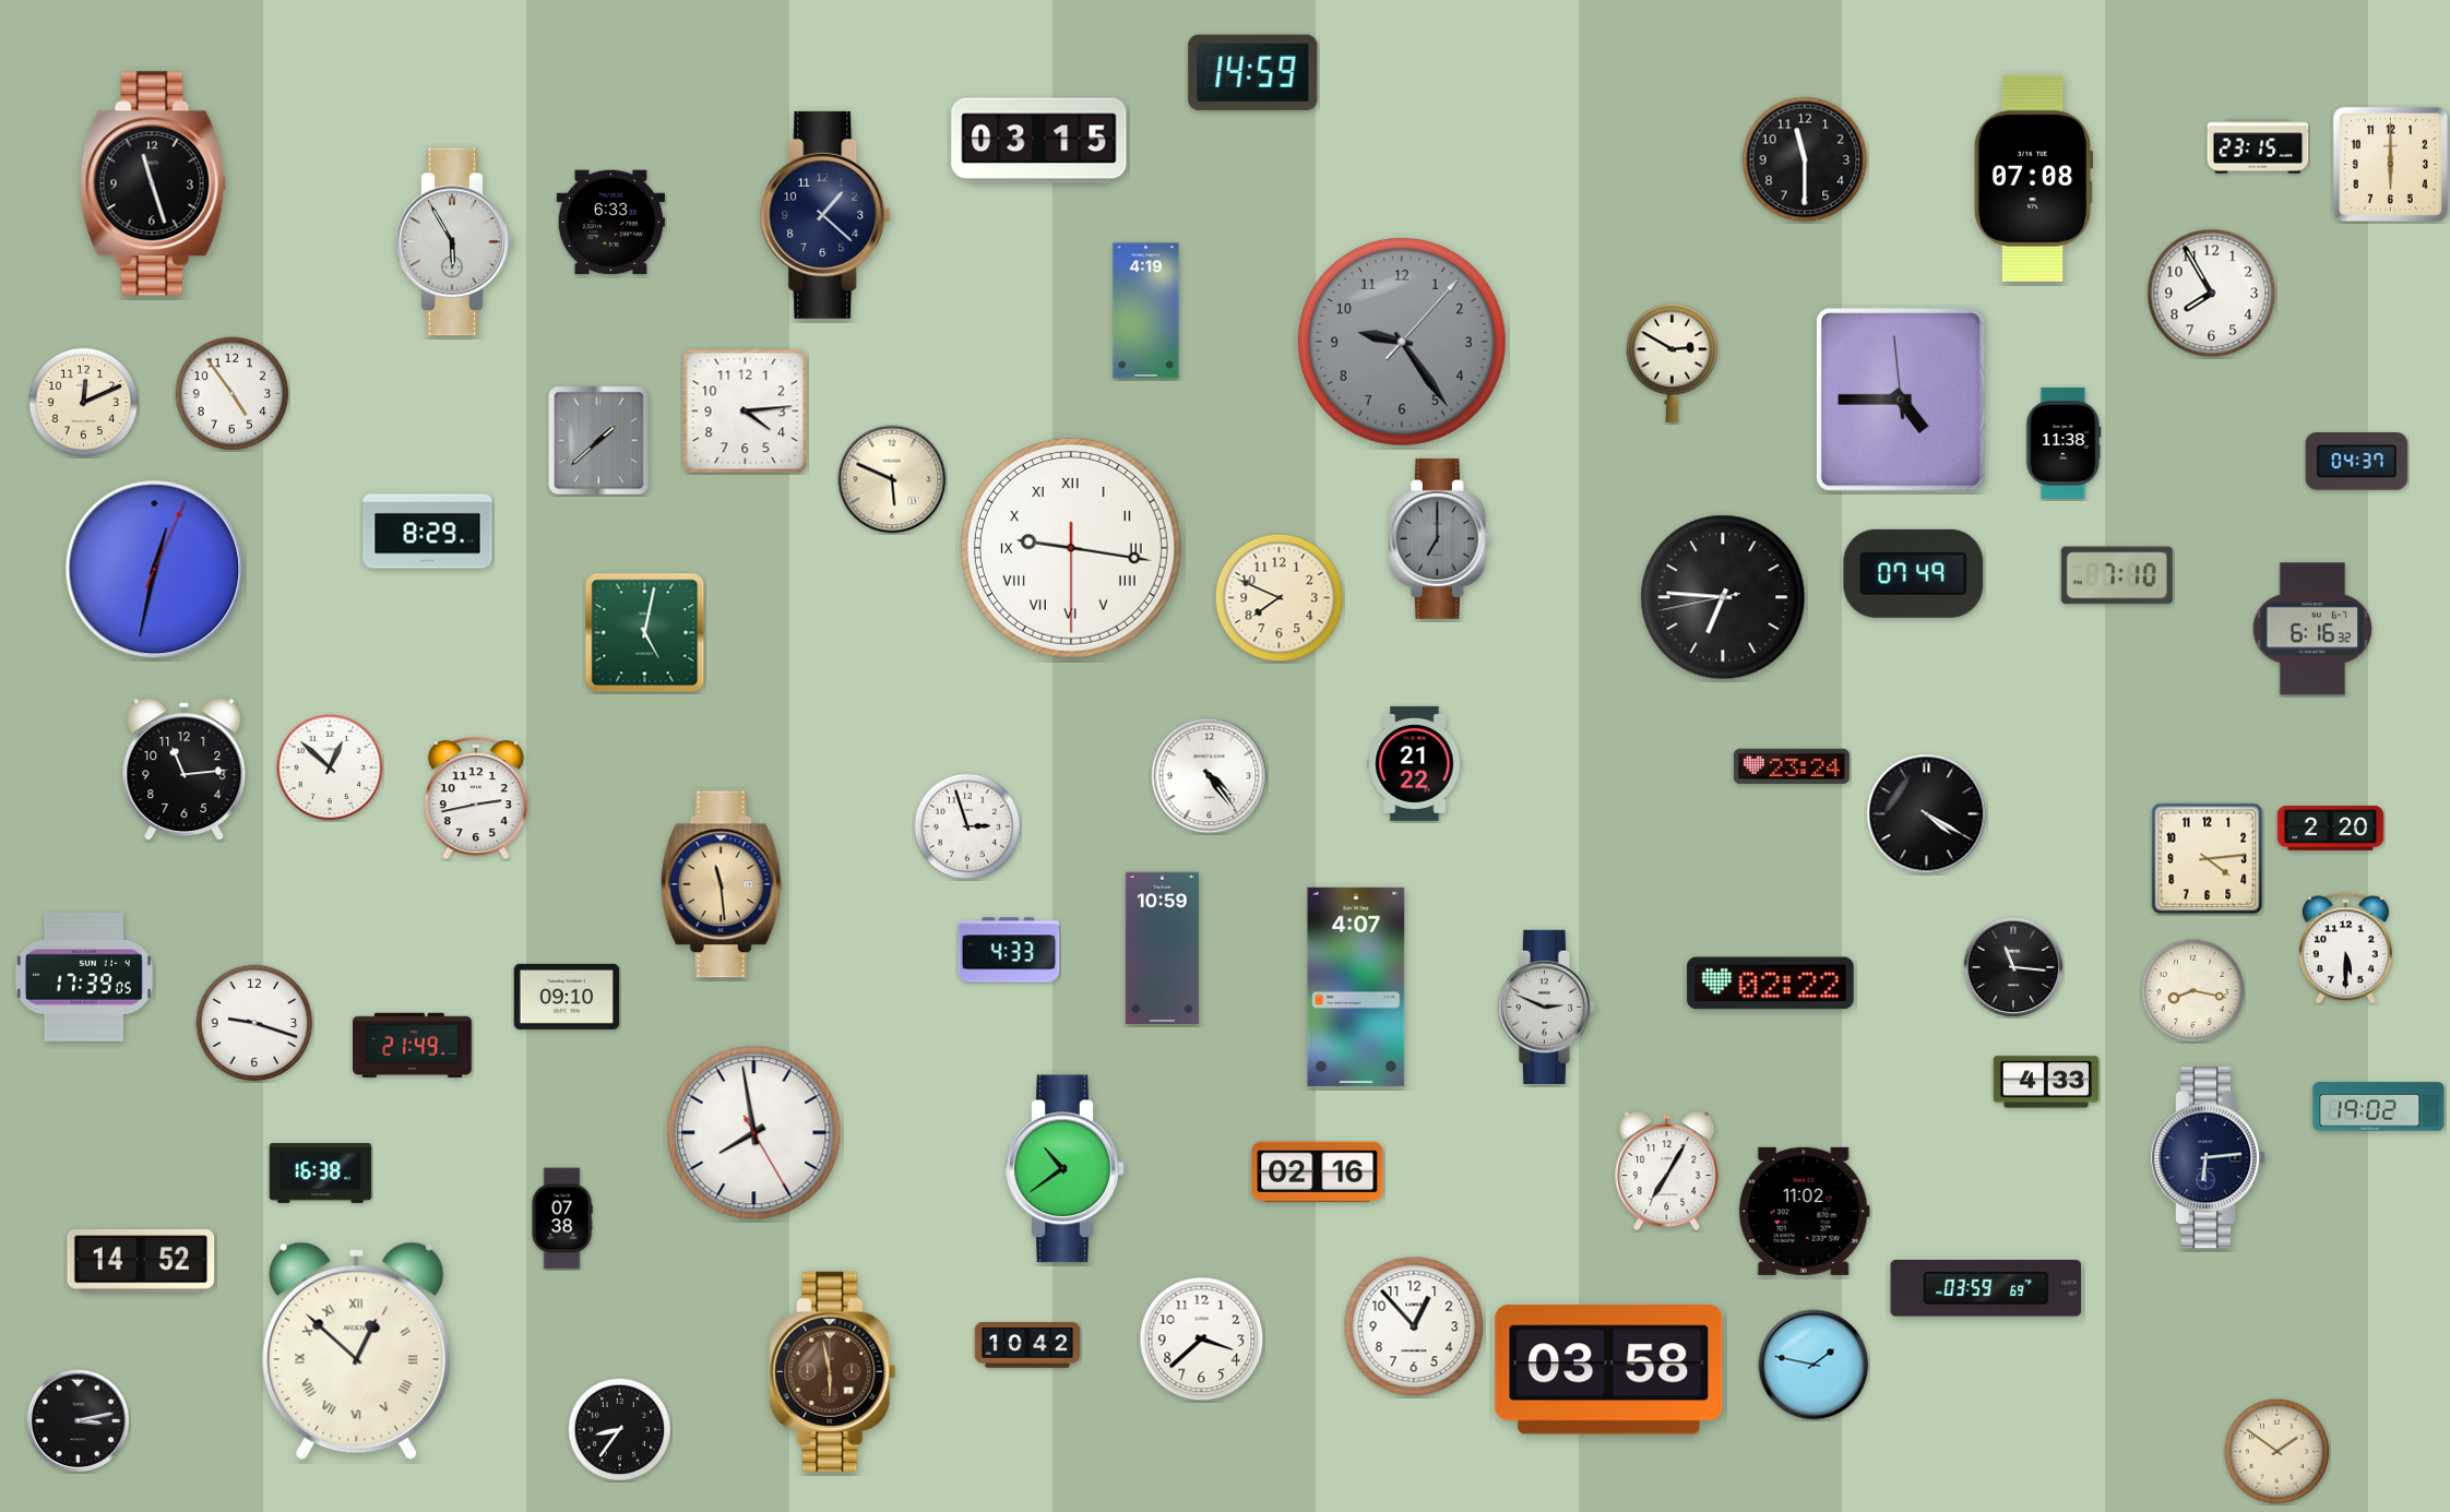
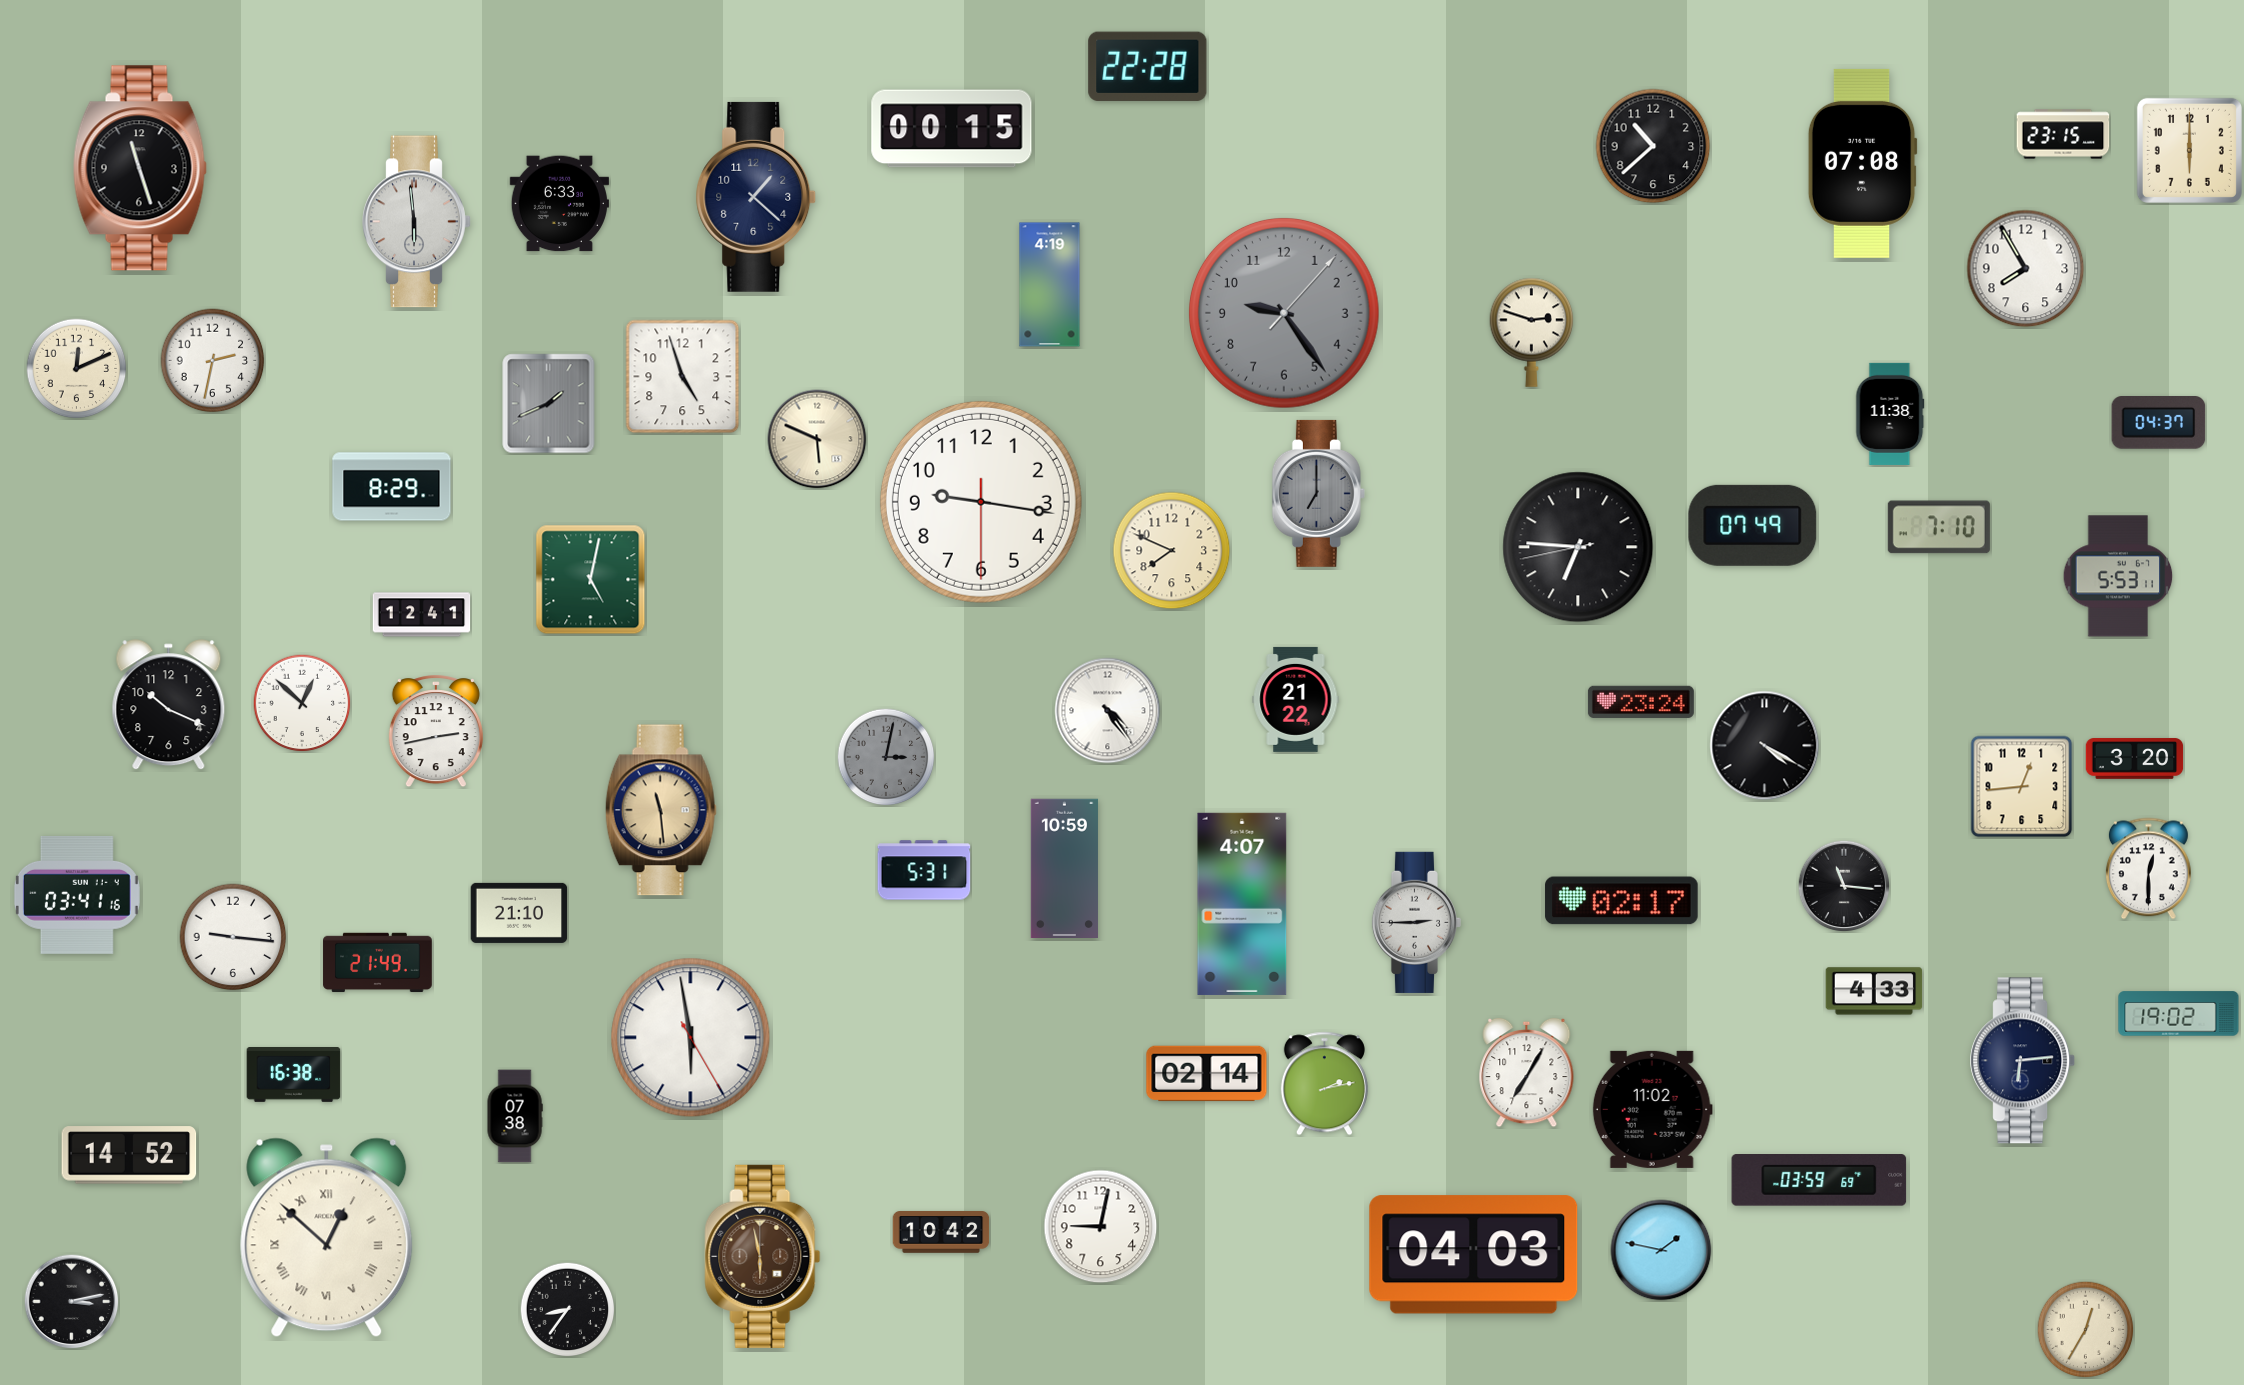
clock at (1253, 72): 14:59 -> 22:28
clock at (1039, 141): 03:15 -> 00:15
clock at (2258, 146) position: (2258, 146) -> (2063, 134)
clock at (1805, 159): 11:30 -> 10:38
clock at (455, 242): 5:55 -> 5:59
clock at (1673, 362): 2:50 -> 2:48
clock at (233, 394): 4:54 -> 2:32
clock at (1901, 400): 4:44 -> none
clock at (746, 412): 4:14 -> 4:57
clock at (599, 441): 1:38 -> 1:41
clock at (2064, 443) position: (2064, 443) -> (1890, 414)
clock at (1071, 548) numerals: Roman -> Arabic
clock at (155, 570): 12:32 -> none
clock at (1280, 598) position: (1280, 598) -> (1172, 551)
clock at (2312, 629): 6:16 -> 5:53
clock at (422, 615): none -> 12:41
clock at (185, 770): 11:14 -> 10:19
clock at (967, 826): 2:57 -> 3:02
clock at (967, 826) dial: white -> grey
clock at (2331, 829): 2:20 -> 3:20
clock at (2208, 859): 4:14 -> 12:44
clock at (2345, 949): 5:30 -> 12:30
clock at (1009, 950): 4:33 -> 5:31
clock at (84, 977): 17:39 -> 03:41
clock at (1771, 984): 02:22 -> 02:17
clock at (2192, 990): 8:17 -> none
clock at (567, 997): 09:10 -> 21:10
clock at (1546, 1007): 2:49 -> 2:45
clock at (254, 1023): 9:18 -> 9:16
clock at (413, 1046) position: (413, 1046) -> (378, 963)
clock at (754, 1133): 7:58 -> 5:58
clock at (1066, 1169): 10:39 -> none
clock at (1318, 1172): 02:16 -> 02:14
clock at (1324, 1084): none -> 2:13
clock at (1414, 1326): 12:53 -> none
clock at (1202, 1340): 3:38 -> 9:02
clock at (1609, 1370): 03:58 -> 04:03
clock at (2276, 1451): 1:51 -> 12:35
